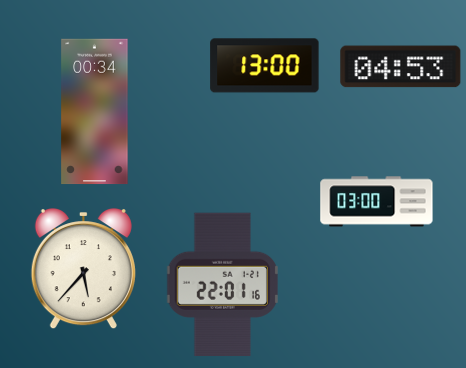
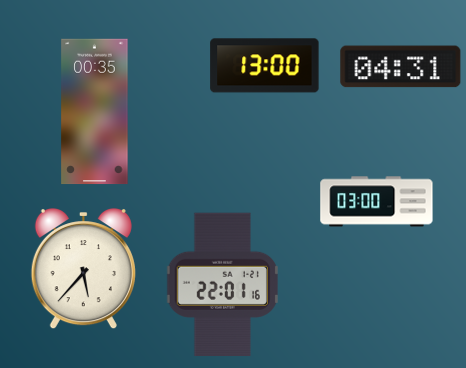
clock at (401, 67): 04:53 -> 04:31
clock at (95, 112): 00:34 -> 00:35
